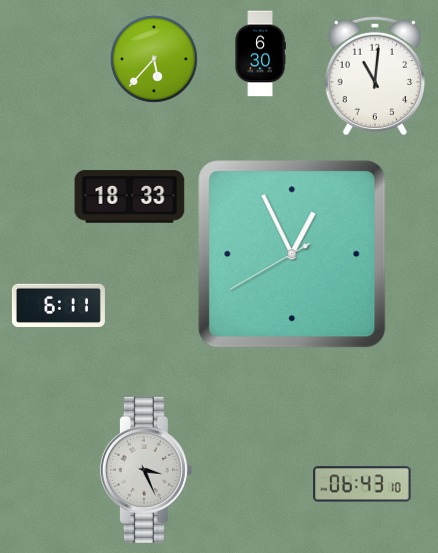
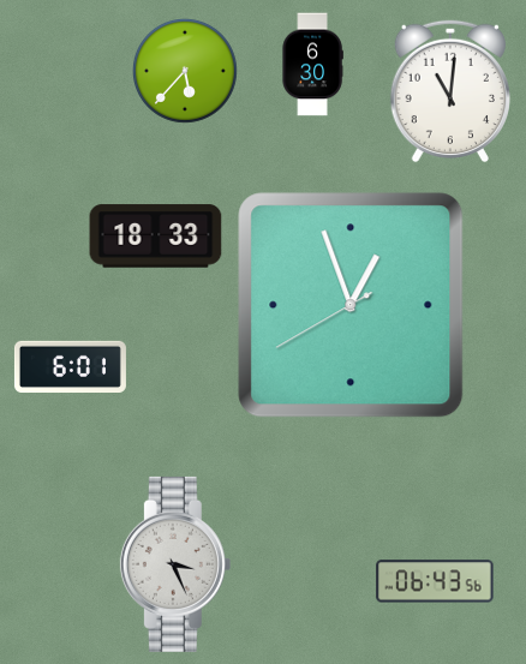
clock at (292, 254): 12:55 -> 12:56
clock at (58, 305): 6:11 -> 6:01
clock at (362, 484): 06:43:10 -> 06:43:56
